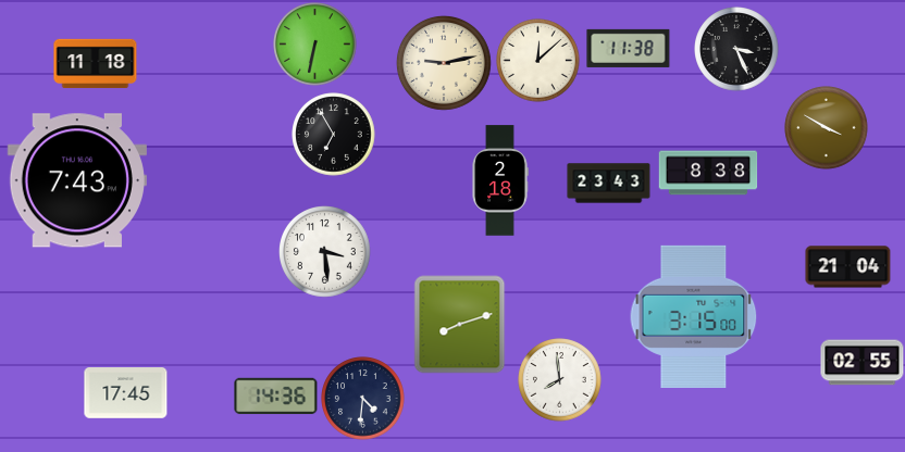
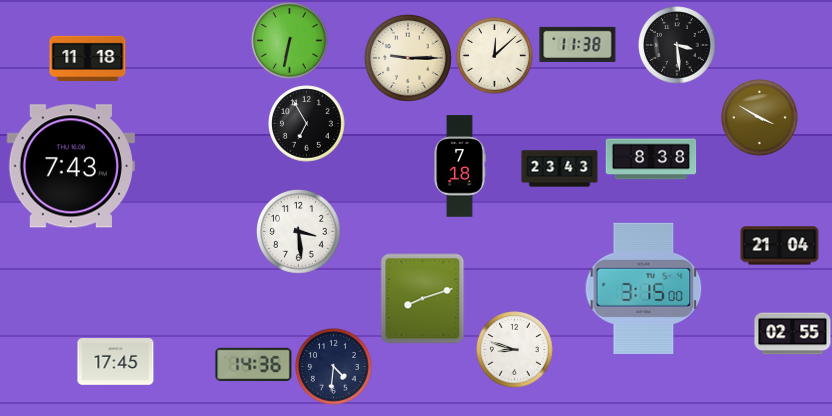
clock at (736, 49): 3:26 -> 3:29
clock at (445, 64): 9:13 -> 9:15
clock at (500, 180): 2:18 -> 7:18
clock at (694, 316) position: (694, 316) -> (644, 288)
clock at (560, 380): 7:59 -> 8:48
